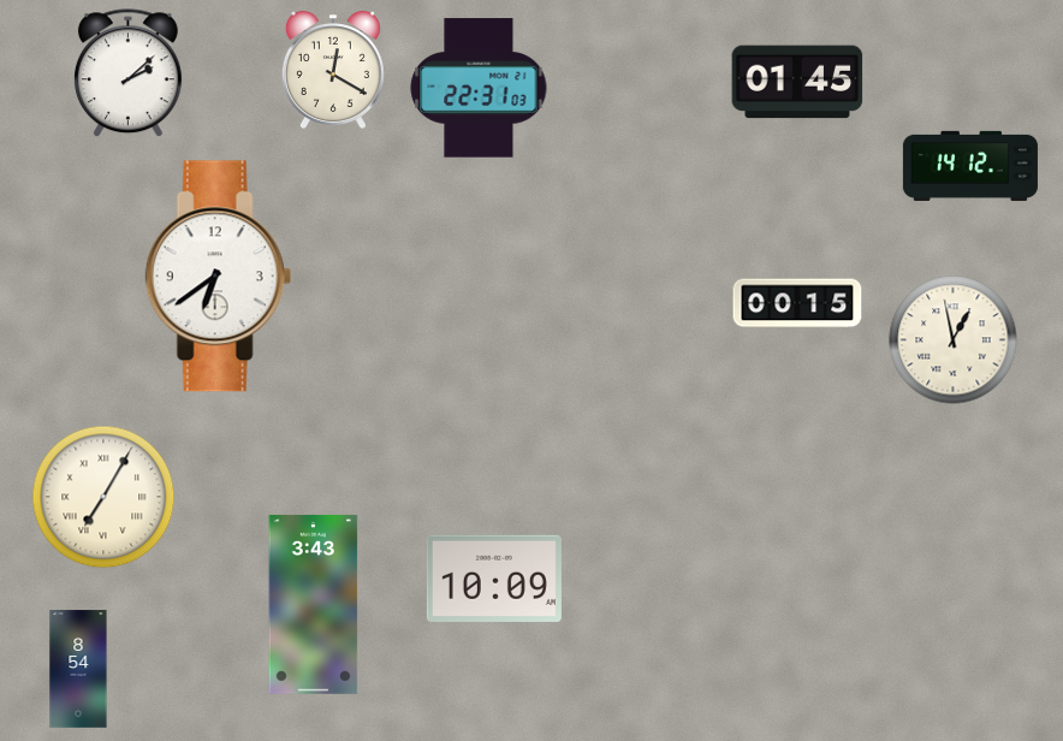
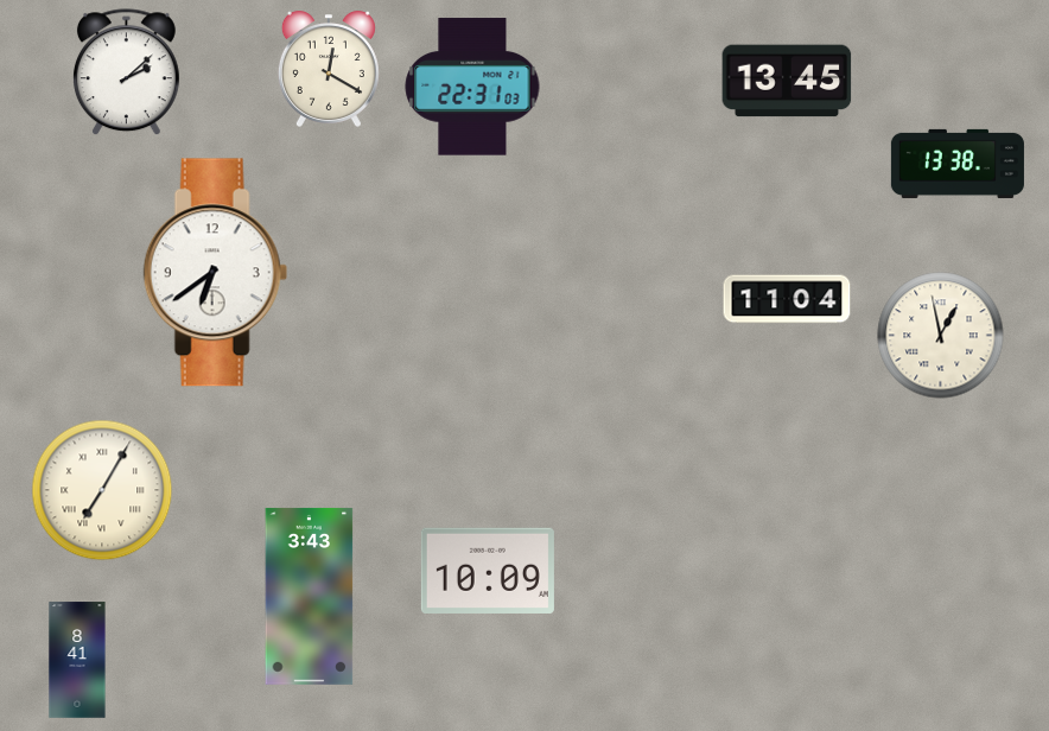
clock at (797, 82): 01:45 -> 13:45
clock at (970, 166): 14:12 -> 13:38
clock at (797, 303): 00:15 -> 11:04
clock at (78, 669): 8:54 -> 8:41
